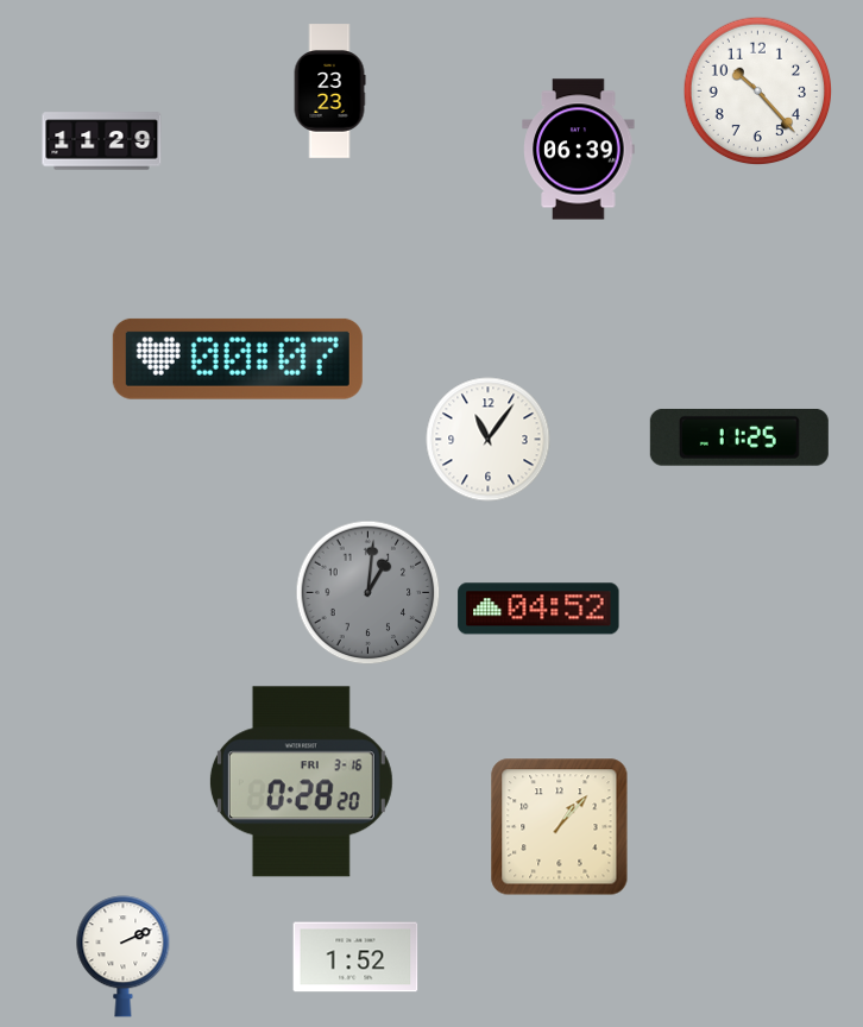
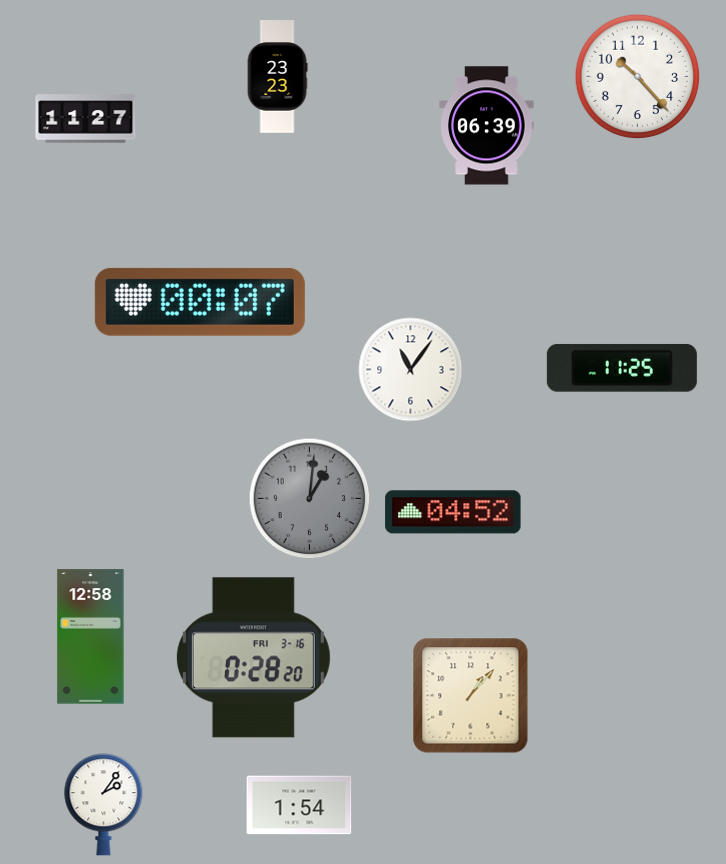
clock at (102, 141): 11:29 -> 11:27
clock at (91, 637): none -> 12:58
clock at (124, 957): 2:11 -> 2:06
clock at (355, 957): 1:52 -> 1:54
